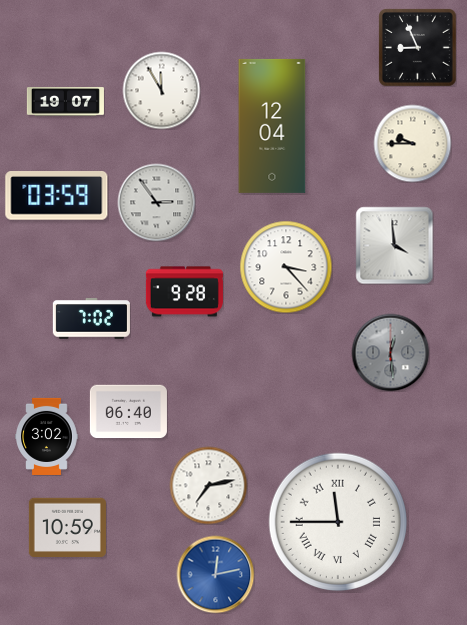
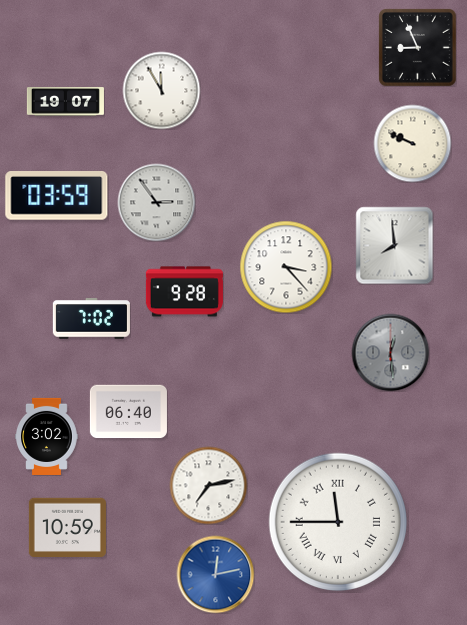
clock at (272, 126): 12:04 -> none
clock at (412, 143): 9:45 -> 9:49
clock at (394, 245): 3:59 -> 7:59
